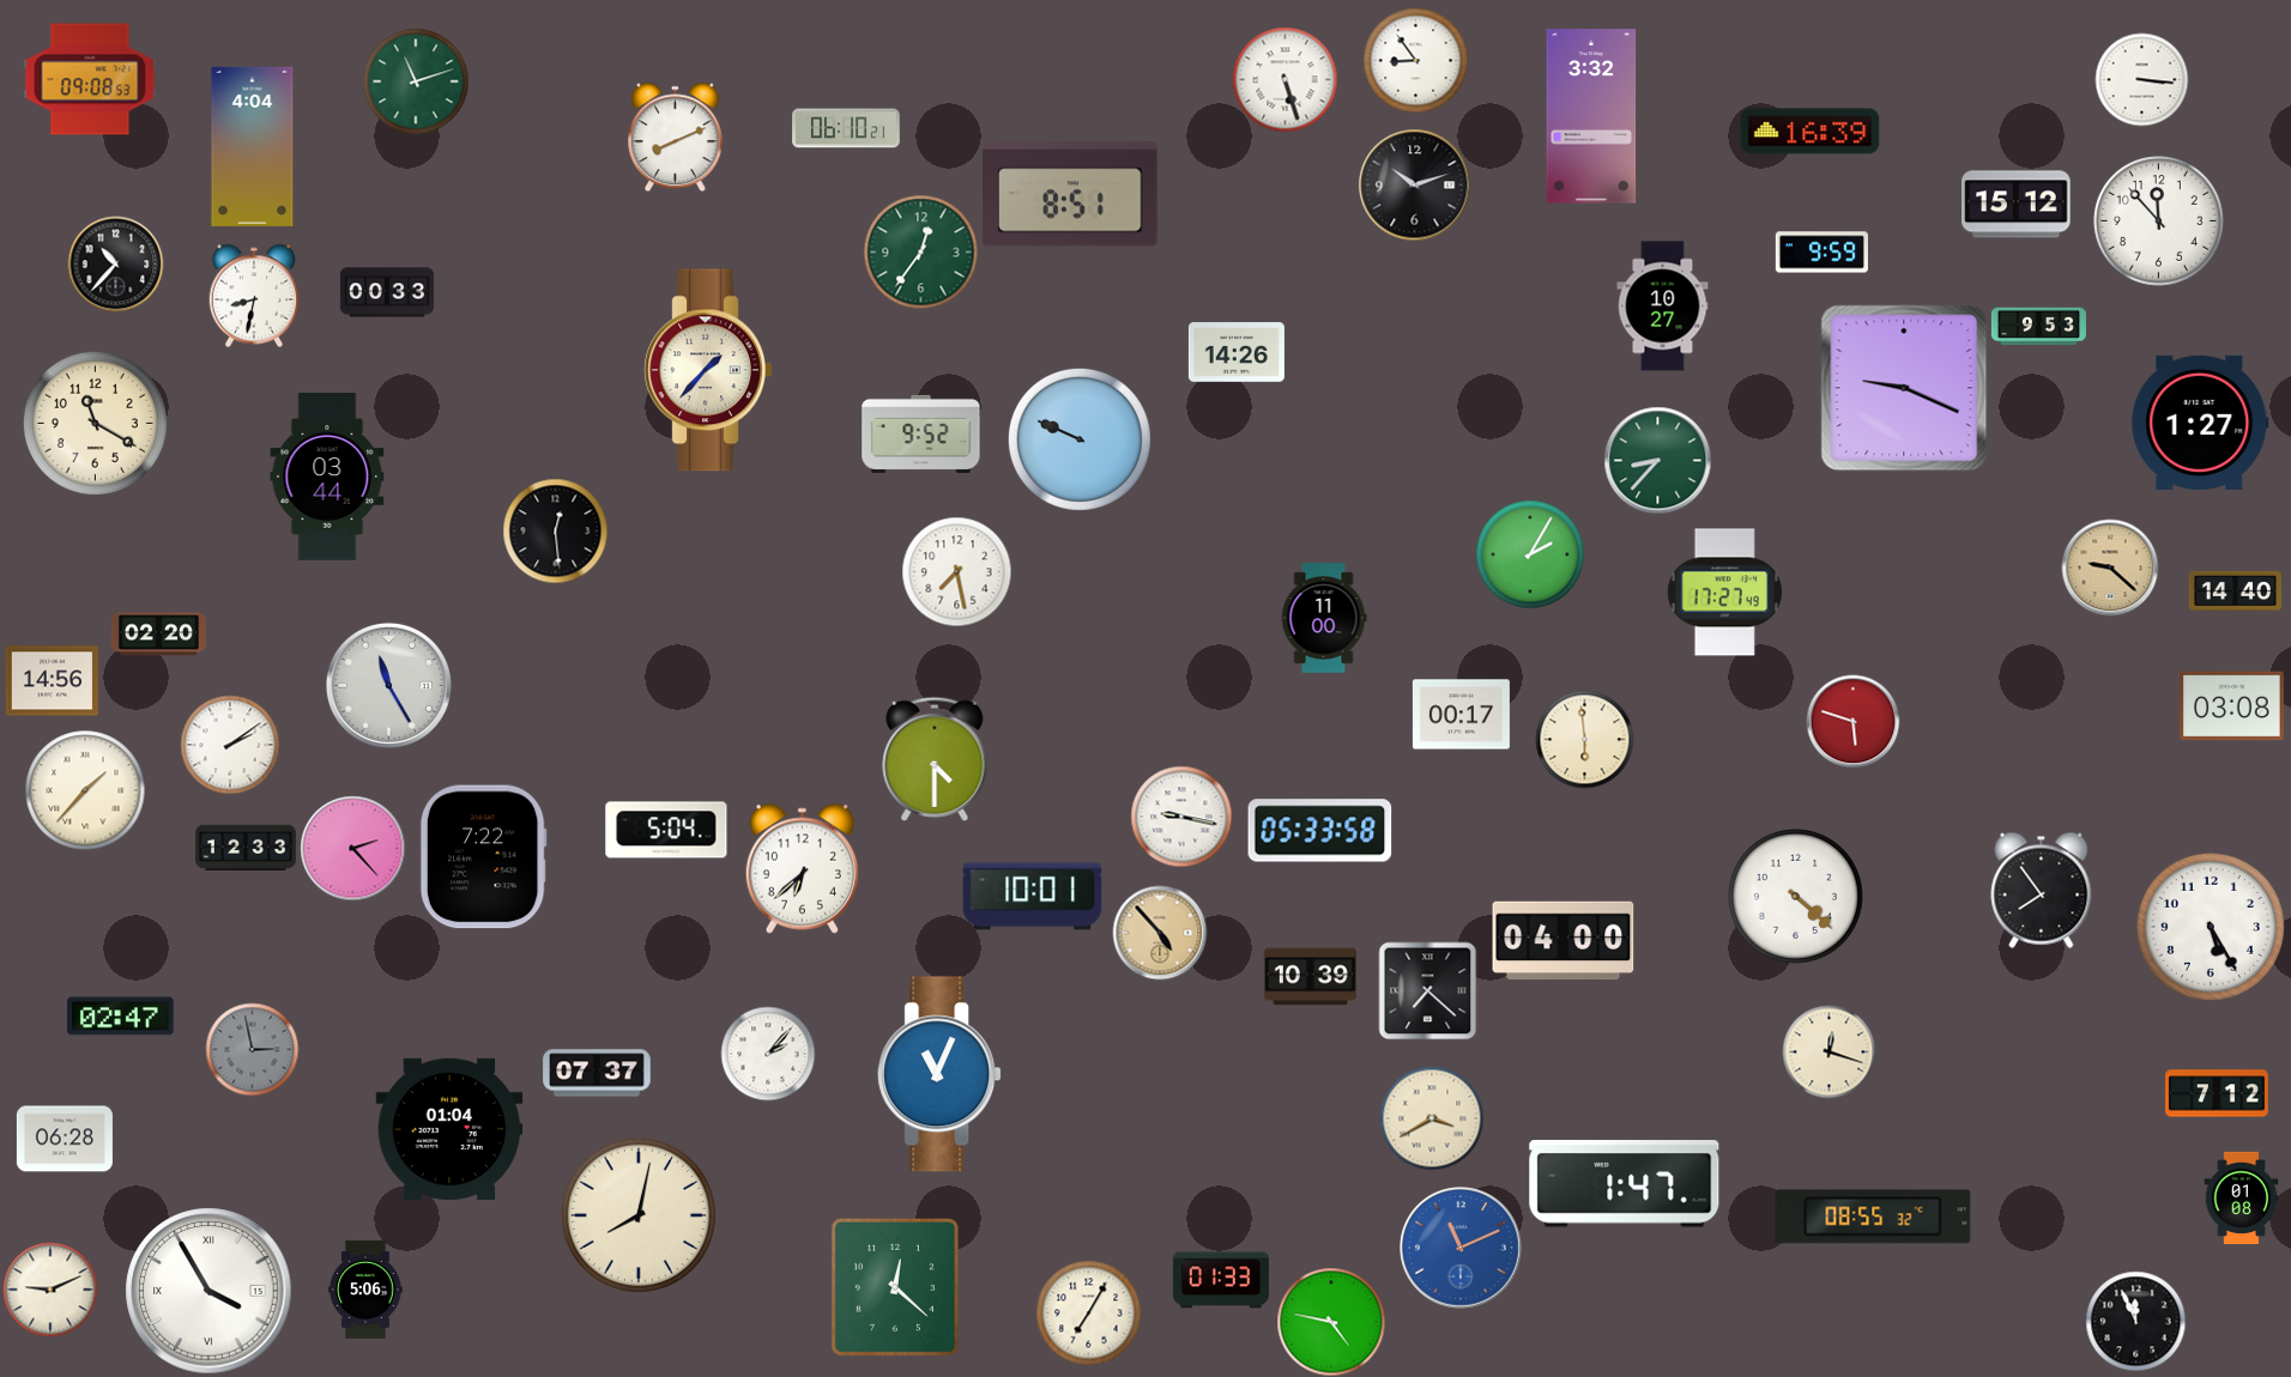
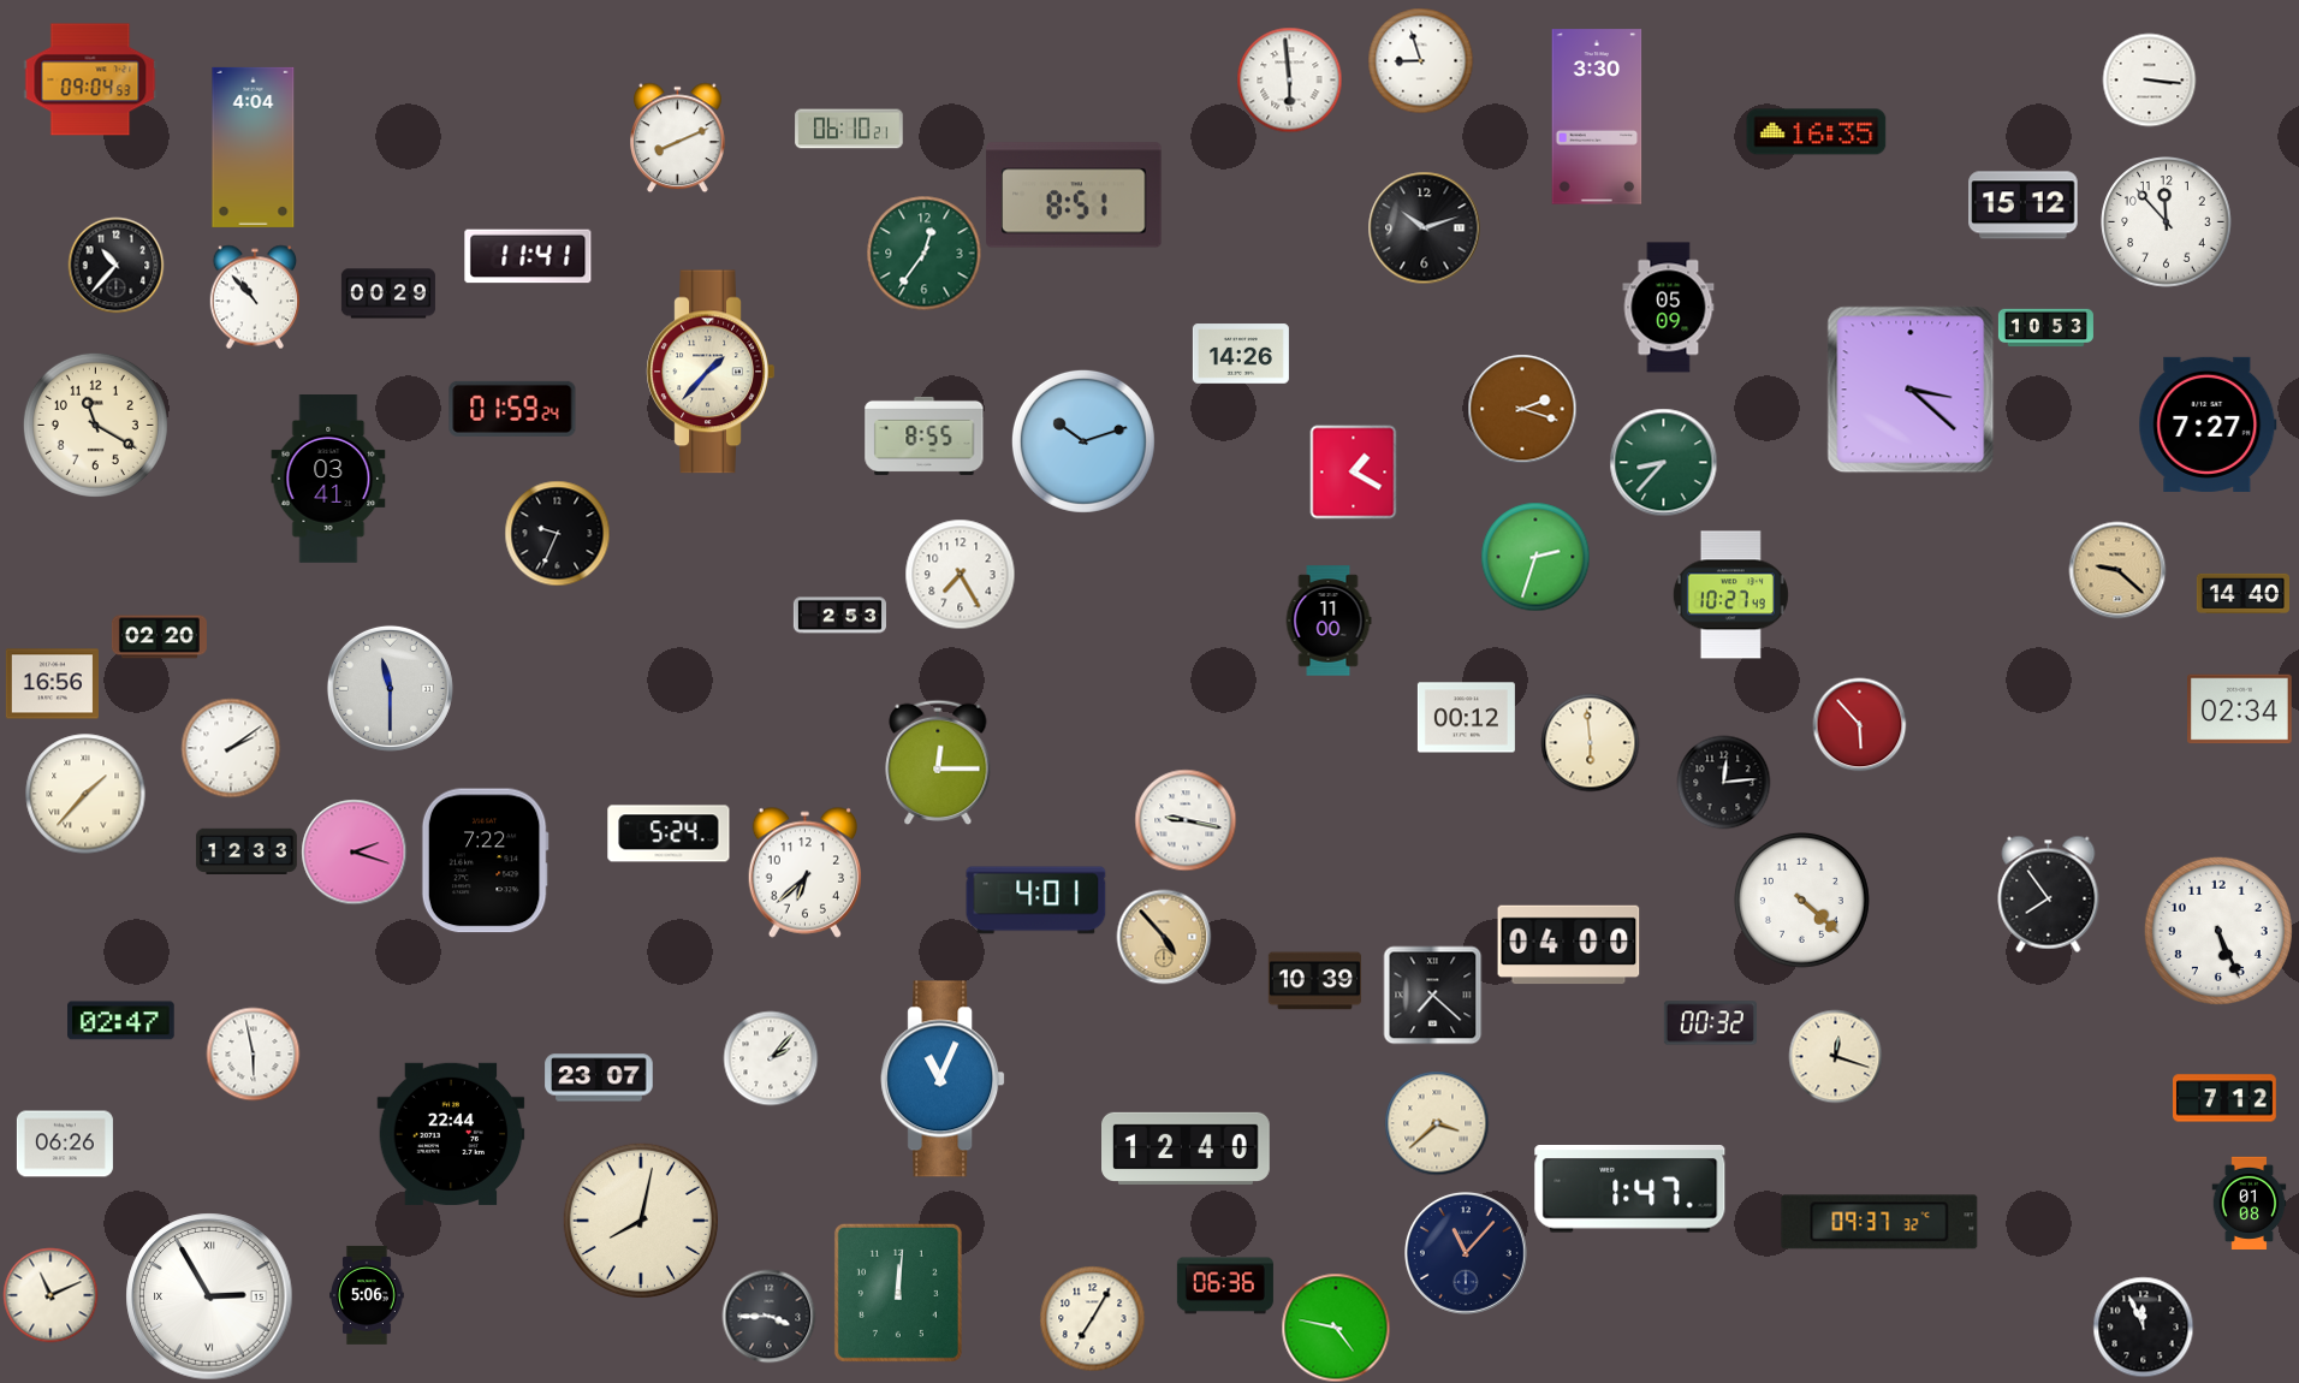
clock at (1415, 60): 8:54 -> 8:57
clock at (90, 79): 09:08 -> 09:04
clock at (1284, 79): 5:27 -> 5:59
clock at (416, 81): 11:12 -> none
clock at (1591, 116): 3:32 -> 3:30
clock at (1811, 132): 16:39 -> 16:35
clock at (1414, 184) position: (1414, 184) -> (1424, 227)
clock at (1821, 253): 9:59 -> none
clock at (528, 256): none -> 11:41
clock at (387, 292): 00:33 -> 00:29
clock at (253, 296): 8:32 -> 10:53
clock at (1663, 307): 10:27 -> 05:09
clock at (2038, 327): 9:53 -> 10:53
clock at (1904, 388): 9:19 -> 3:22
clock at (512, 409): none -> 01:59
clock at (1522, 409): none -> 2:18
clock at (2200, 423): 1:27 -> 7:27
clock at (921, 433): 9:52 -> 8:55
clock at (1080, 439): 9:49 -> 10:12
clock at (1354, 471): none -> 1:20
clock at (327, 478): 03:44 -> 03:41
clock at (555, 530): 12:29 -> 9:34
clock at (1530, 554): 2:05 -> 2:33
clock at (956, 571): 7:28 -> 7:25
clock at (1724, 593): 17:27 -> 10:27
clock at (839, 616): none -> 2:53
clock at (52, 681): 14:56 -> 16:56
clock at (388, 685): 11:25 -> 11:30
clock at (2232, 706): 03:08 -> 02:34
clock at (1461, 715): 00:17 -> 00:12
clock at (1852, 721): 5:48 -> 5:53
clock at (935, 759): 4:30 -> 12:15
clock at (1723, 782): none -> 12:14
clock at (666, 830): 5:04 -> 5:24
clock at (1320, 831): 05:33 -> none
clock at (352, 848): 2:23 -> 2:18
clock at (1033, 897): 10:01 -> 4:01
clock at (2211, 927): 5:25 -> 5:26
clock at (1710, 1023): none -> 00:32
clock at (252, 1049): 2:58 -> 5:58
clock at (252, 1049) dial: grey -> white
clock at (597, 1073): 07:37 -> 23:07
clock at (1432, 1118): 3:40 -> 3:38
clock at (449, 1129): 01:04 -> 22:44
clock at (65, 1139): 06:28 -> 06:26
clock at (1187, 1147): none -> 12:40
clock at (1873, 1217): 08:55 -> 09:37
clock at (1462, 1249): 11:11 -> 11:07
clock at (1462, 1249) dial: blue -> navy
clock at (1221, 1280): 01:33 -> 06:36
clock at (895, 1287): 12:22 -> 12:01
clock at (50, 1290): 9:11 -> 11:11
clock at (208, 1291): 3:55 -> 2:55
clock at (768, 1316): none -> 3:45
